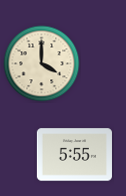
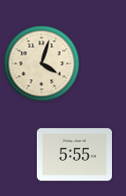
clock at (42, 64): 4:00 -> 4:03
